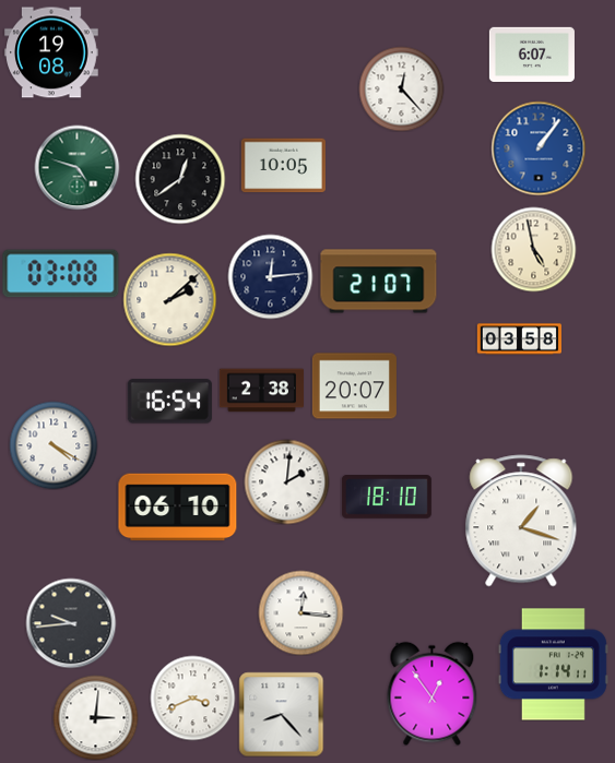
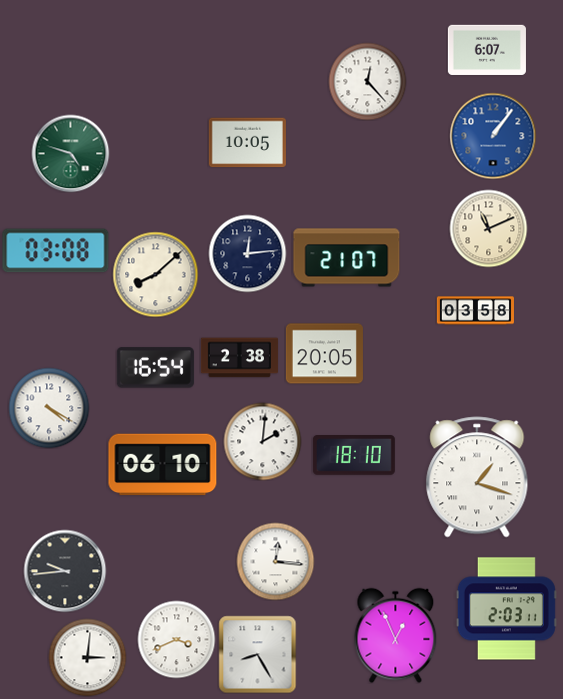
clock at (51, 52): 19:08 -> none
clock at (283, 166) position: (283, 166) -> (247, 143)
clock at (180, 179): 12:39 -> none
clock at (533, 249): 4:58 -> 11:11
clock at (169, 299): 2:08 -> 8:08
clock at (354, 386): 20:07 -> 20:05
clock at (553, 665): 1:14 -> 2:03
clock at (433, 693): 12:54 -> 12:56
clock at (281, 714): 8:23 -> 8:25
